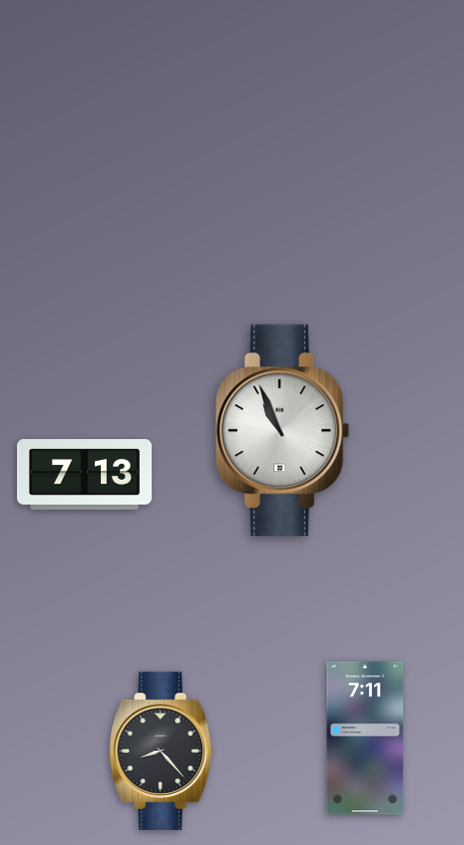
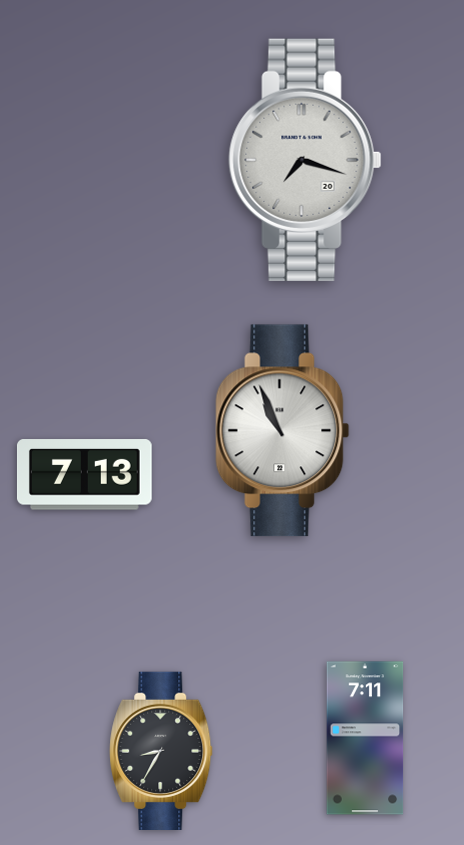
clock at (305, 160): none -> 7:18
clock at (161, 750): 8:23 -> 8:35
